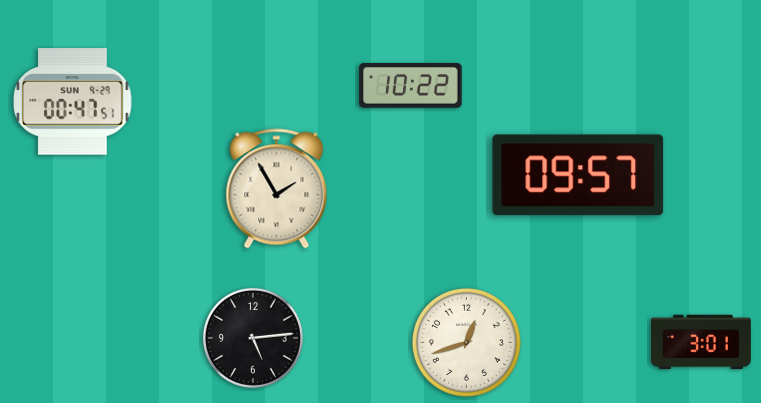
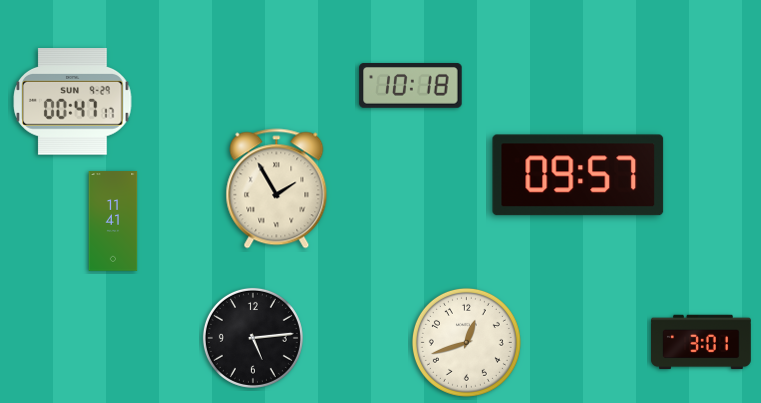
clock at (411, 86): 10:22 -> 10:18
clock at (73, 102): 00:47:51 -> 00:47:17
clock at (113, 221): none -> 11:41
